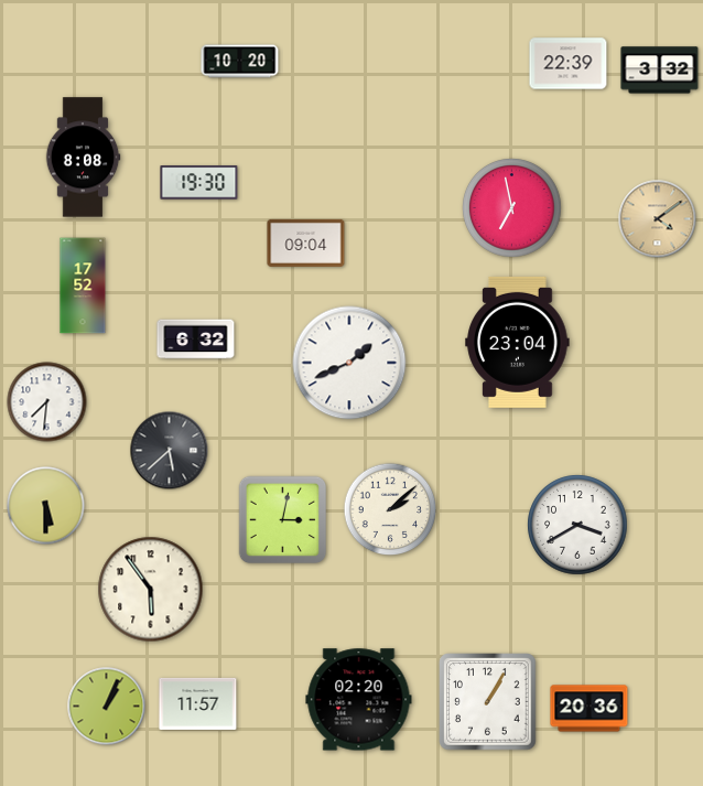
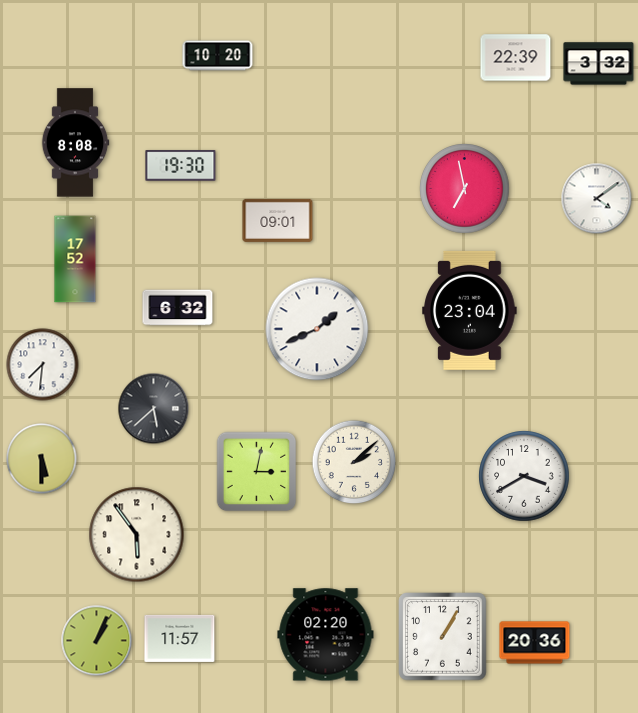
clock at (658, 219) dial: champagne -> white
clock at (306, 243): 09:04 -> 09:01
